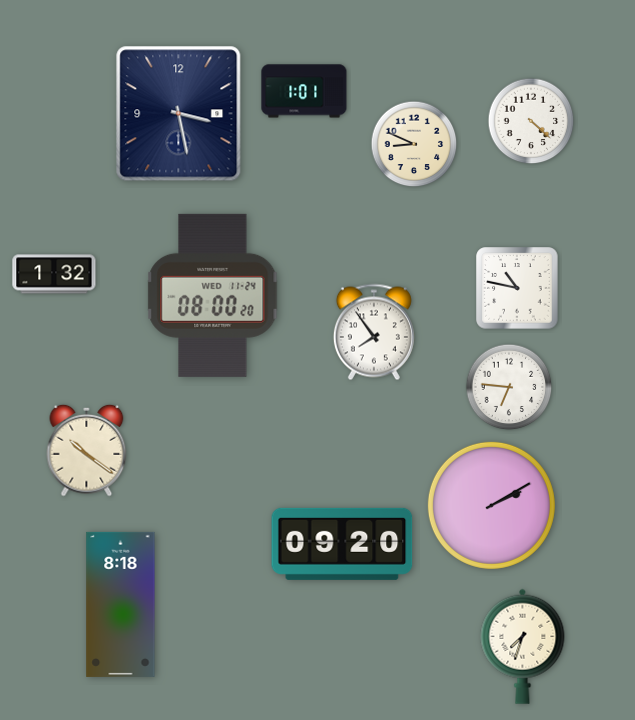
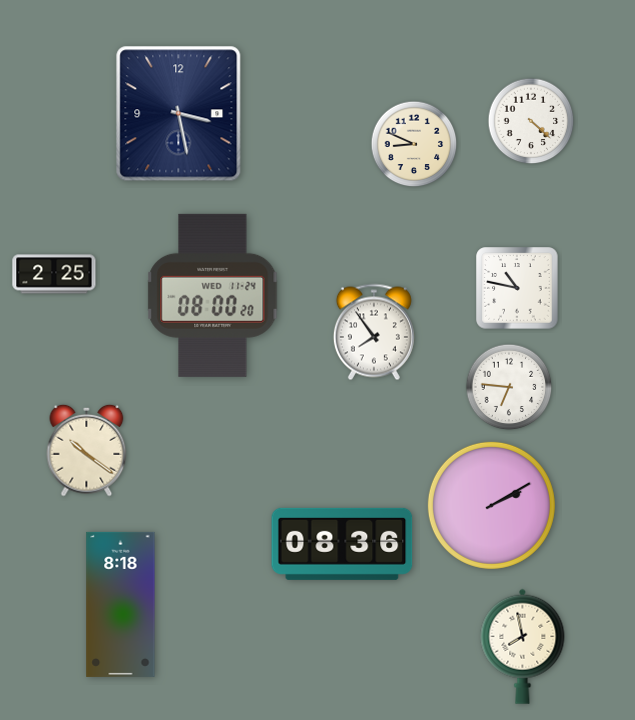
clock at (304, 91): 1:01 -> none
clock at (54, 274): 1:32 -> 2:25
clock at (342, 544): 09:20 -> 08:36
clock at (523, 646): 7:33 -> 7:58
